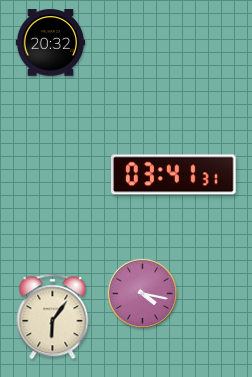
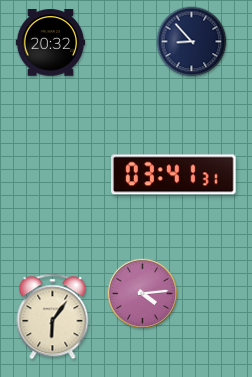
clock at (192, 42): none -> 8:53
clock at (142, 293): 4:17 -> 4:14
